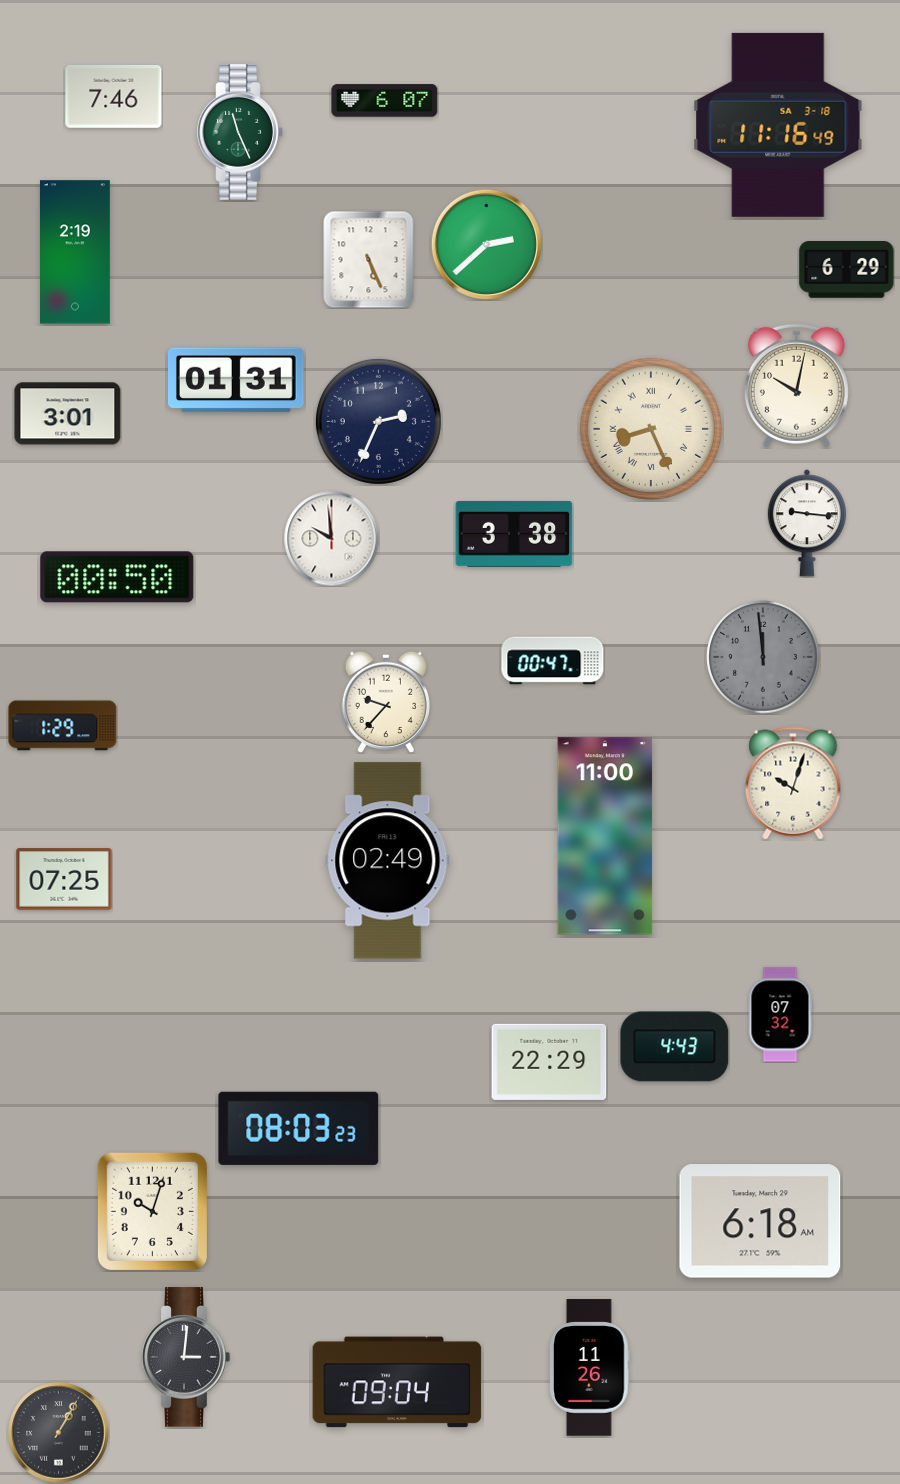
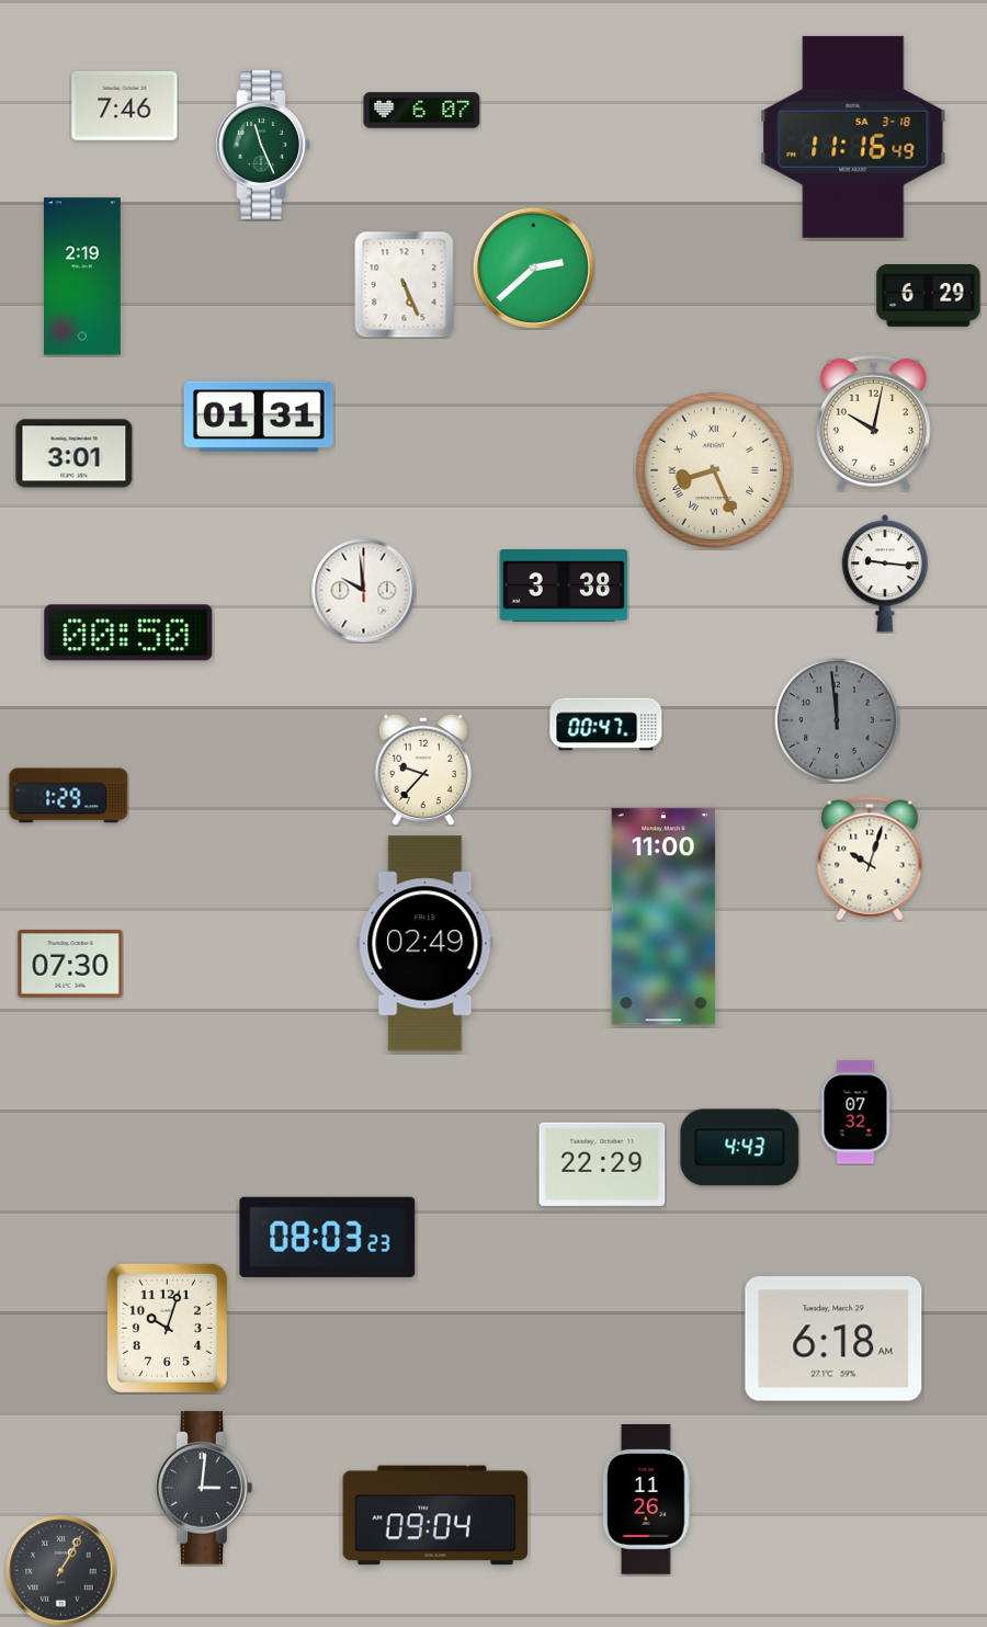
clock at (378, 421): 2:34 -> none
clock at (64, 879): 07:25 -> 07:30
clock at (59, 1433) position: (59, 1433) -> (61, 1571)
